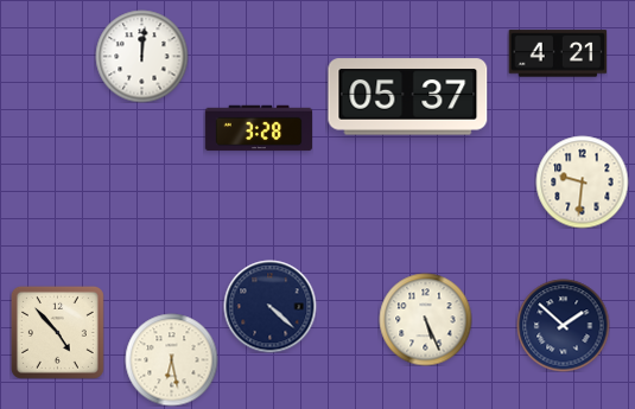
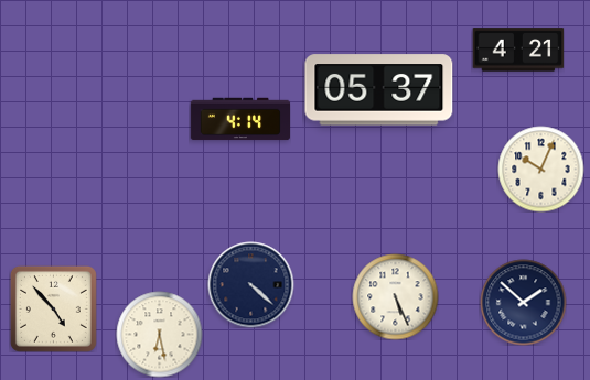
clock at (141, 56): 12:01 -> none
clock at (258, 128): 3:28 -> 4:14
clock at (582, 181): 9:31 -> 10:04
